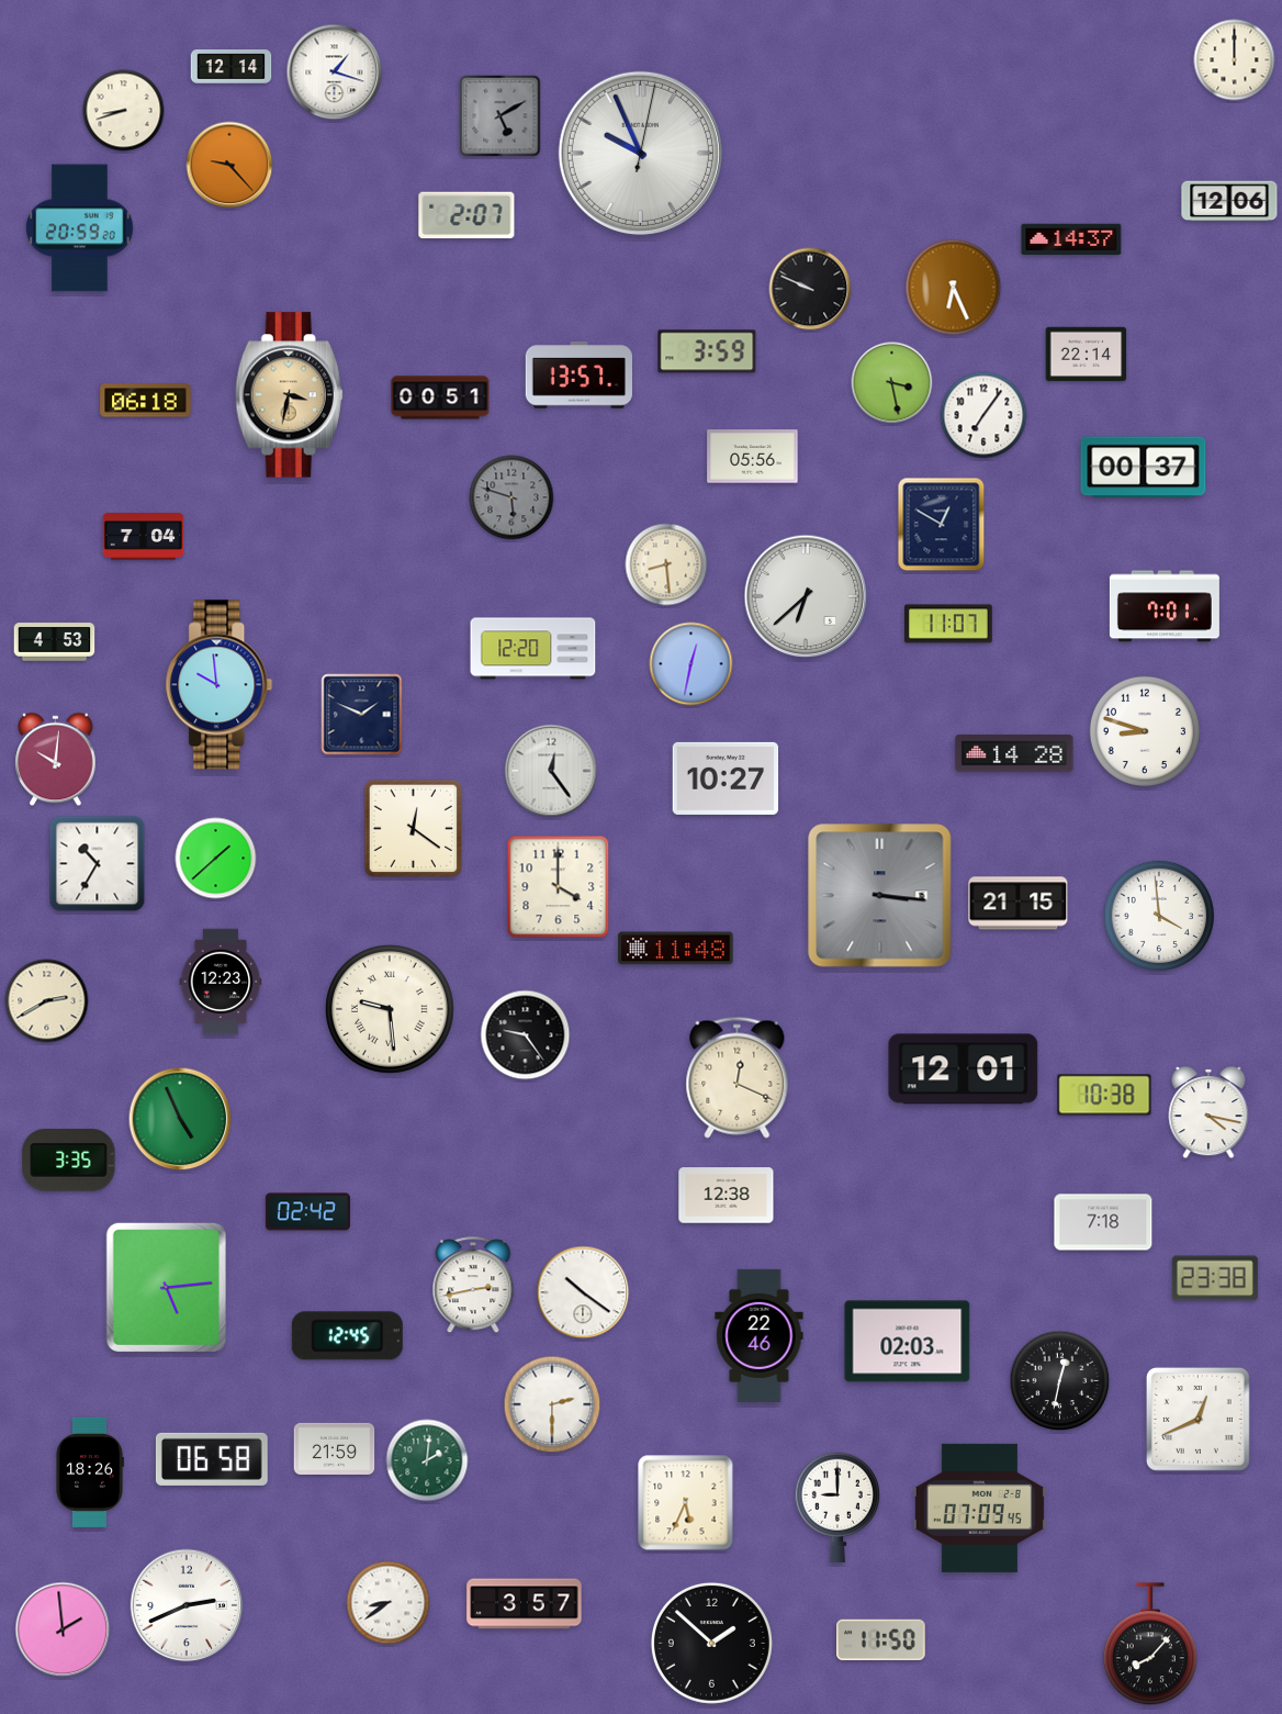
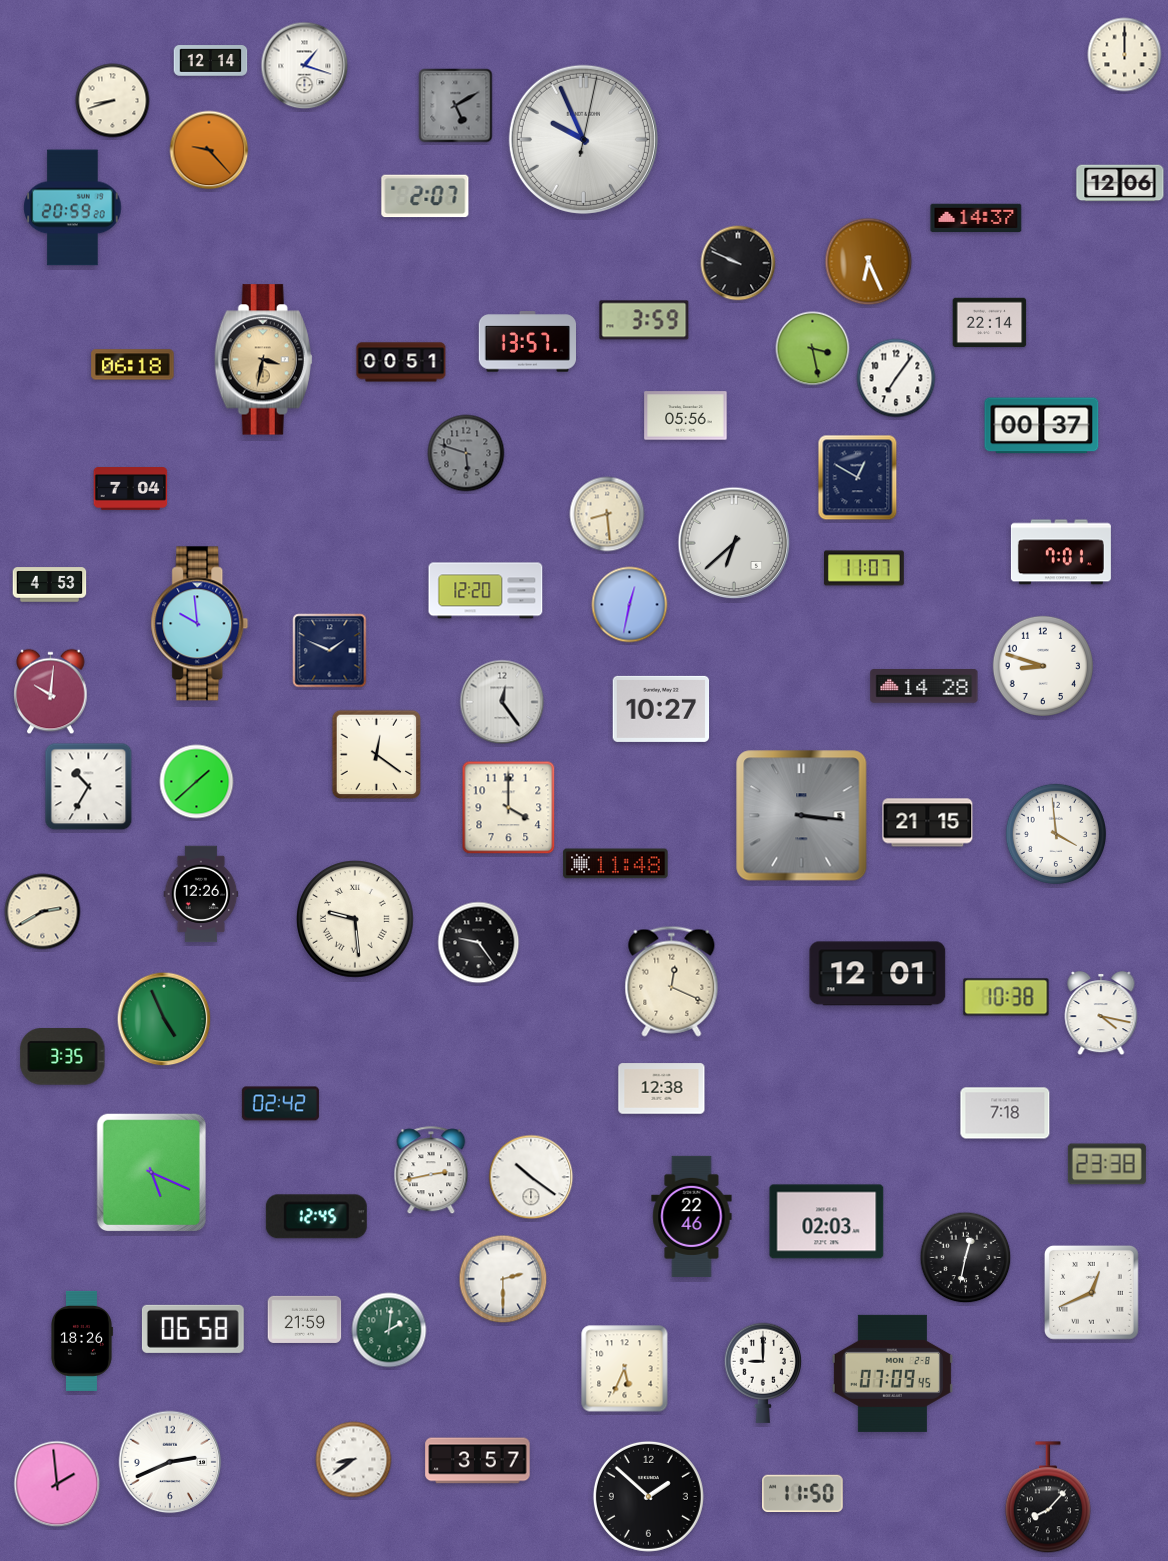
clock at (221, 982): 12:23 -> 12:26
clock at (166, 1287): 5:14 -> 5:19
